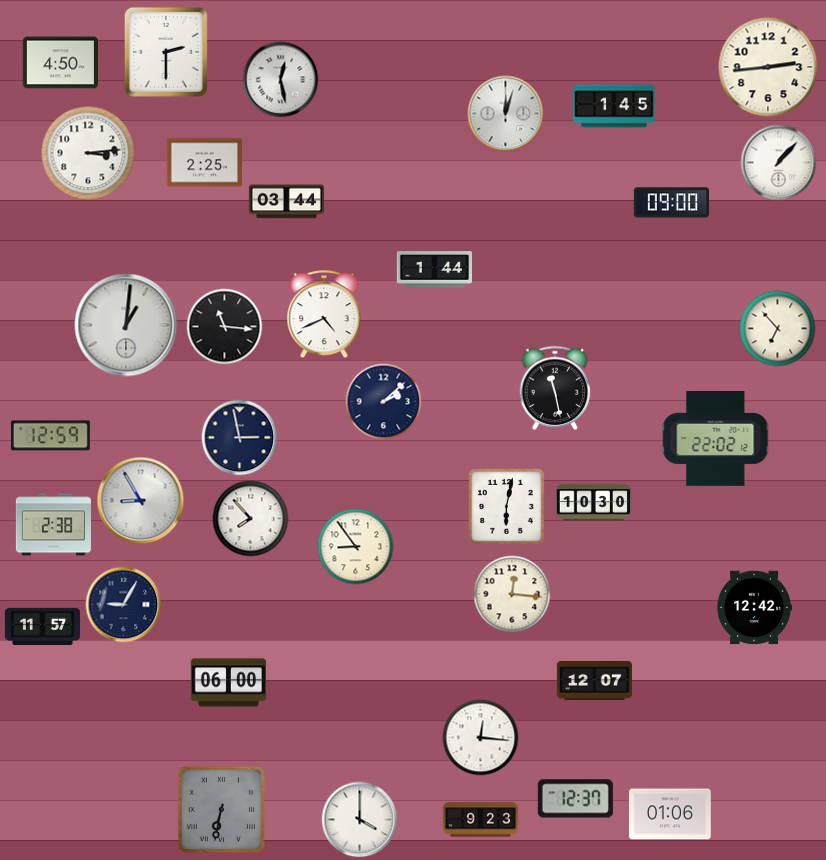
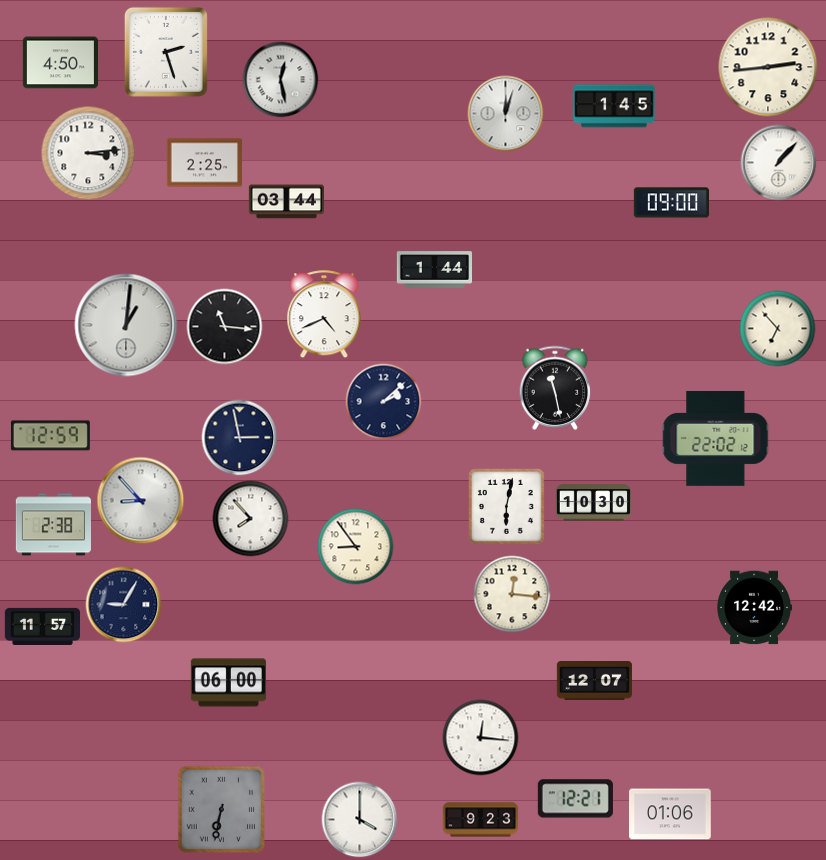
clock at (166, 52): 2:30 -> 2:27
clock at (141, 501): 8:55 -> 8:53
clock at (575, 799): 12:37 -> 12:21
